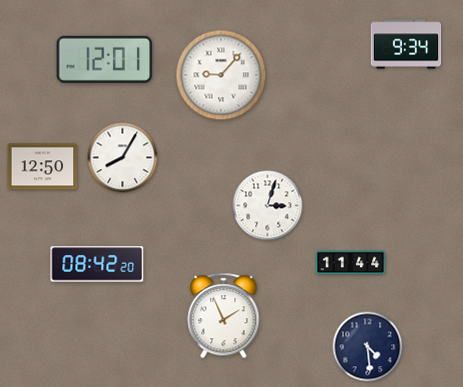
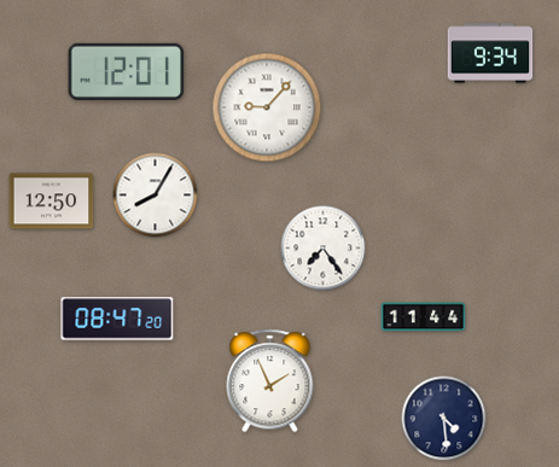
clock at (221, 75) position: (221, 75) -> (267, 107)
clock at (123, 158) position: (123, 158) -> (156, 195)
clock at (268, 206): 3:03 -> 7:24
clock at (97, 264): 08:42 -> 08:47
